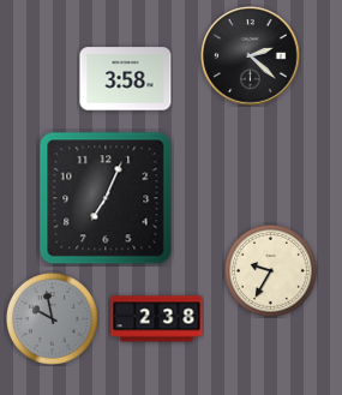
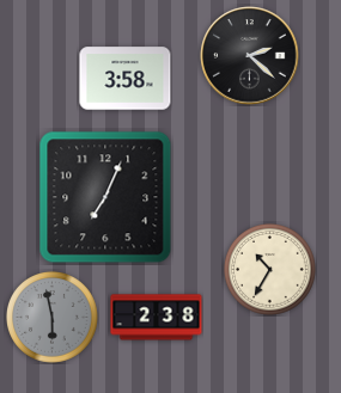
clock at (271, 271): 9:35 -> 10:35
clock at (53, 319): 9:58 -> 5:58
